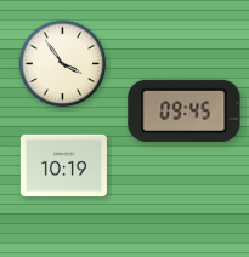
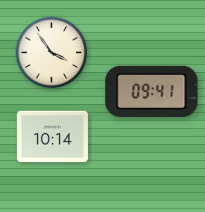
clock at (185, 110): 09:45 -> 09:41
clock at (63, 166): 10:19 -> 10:14
